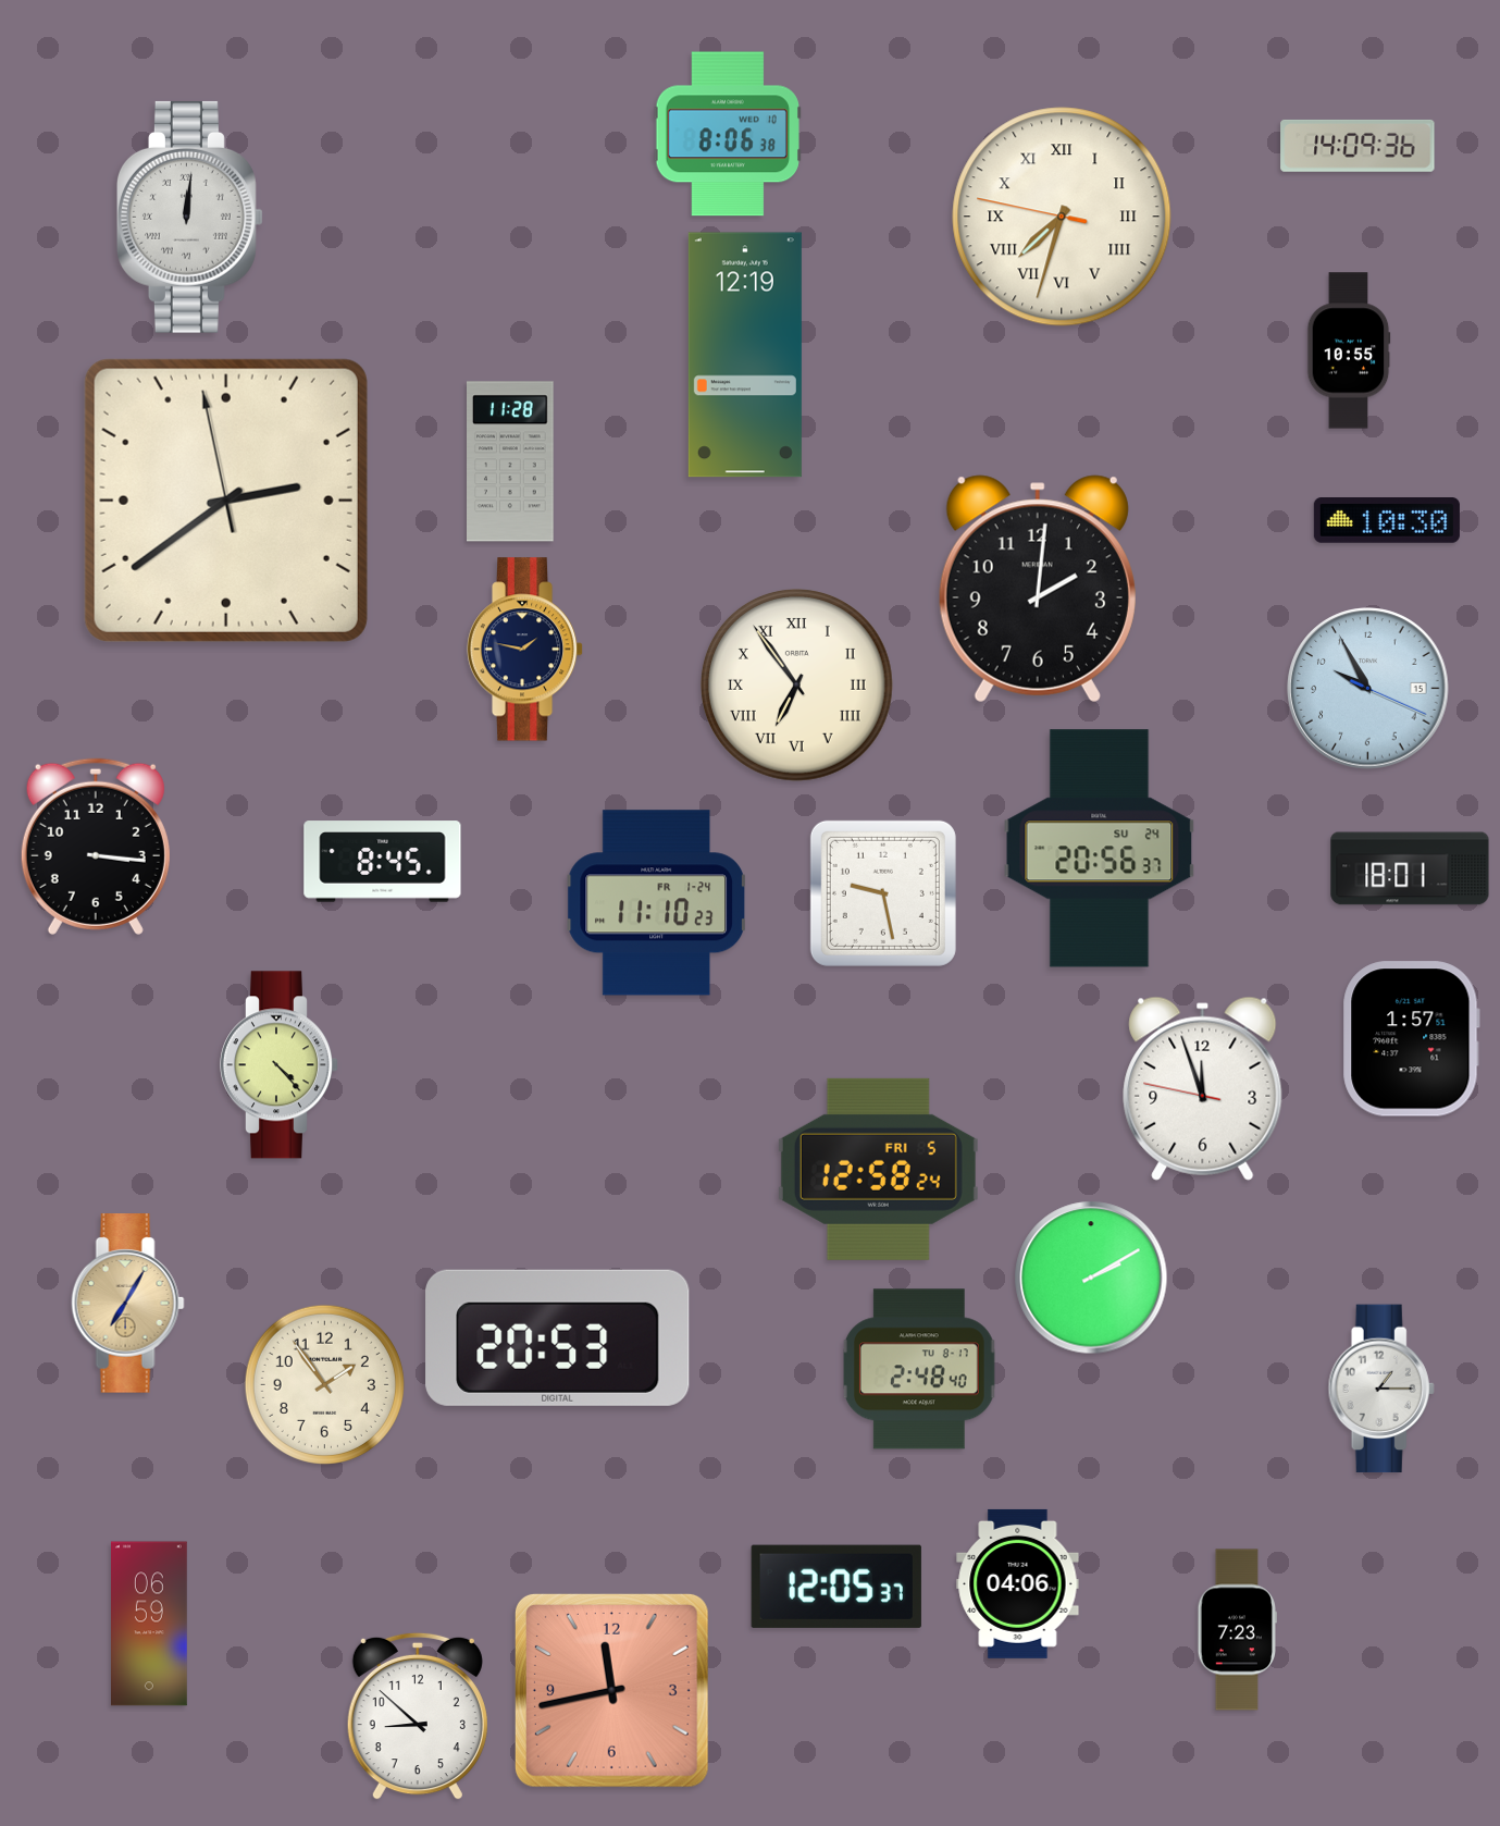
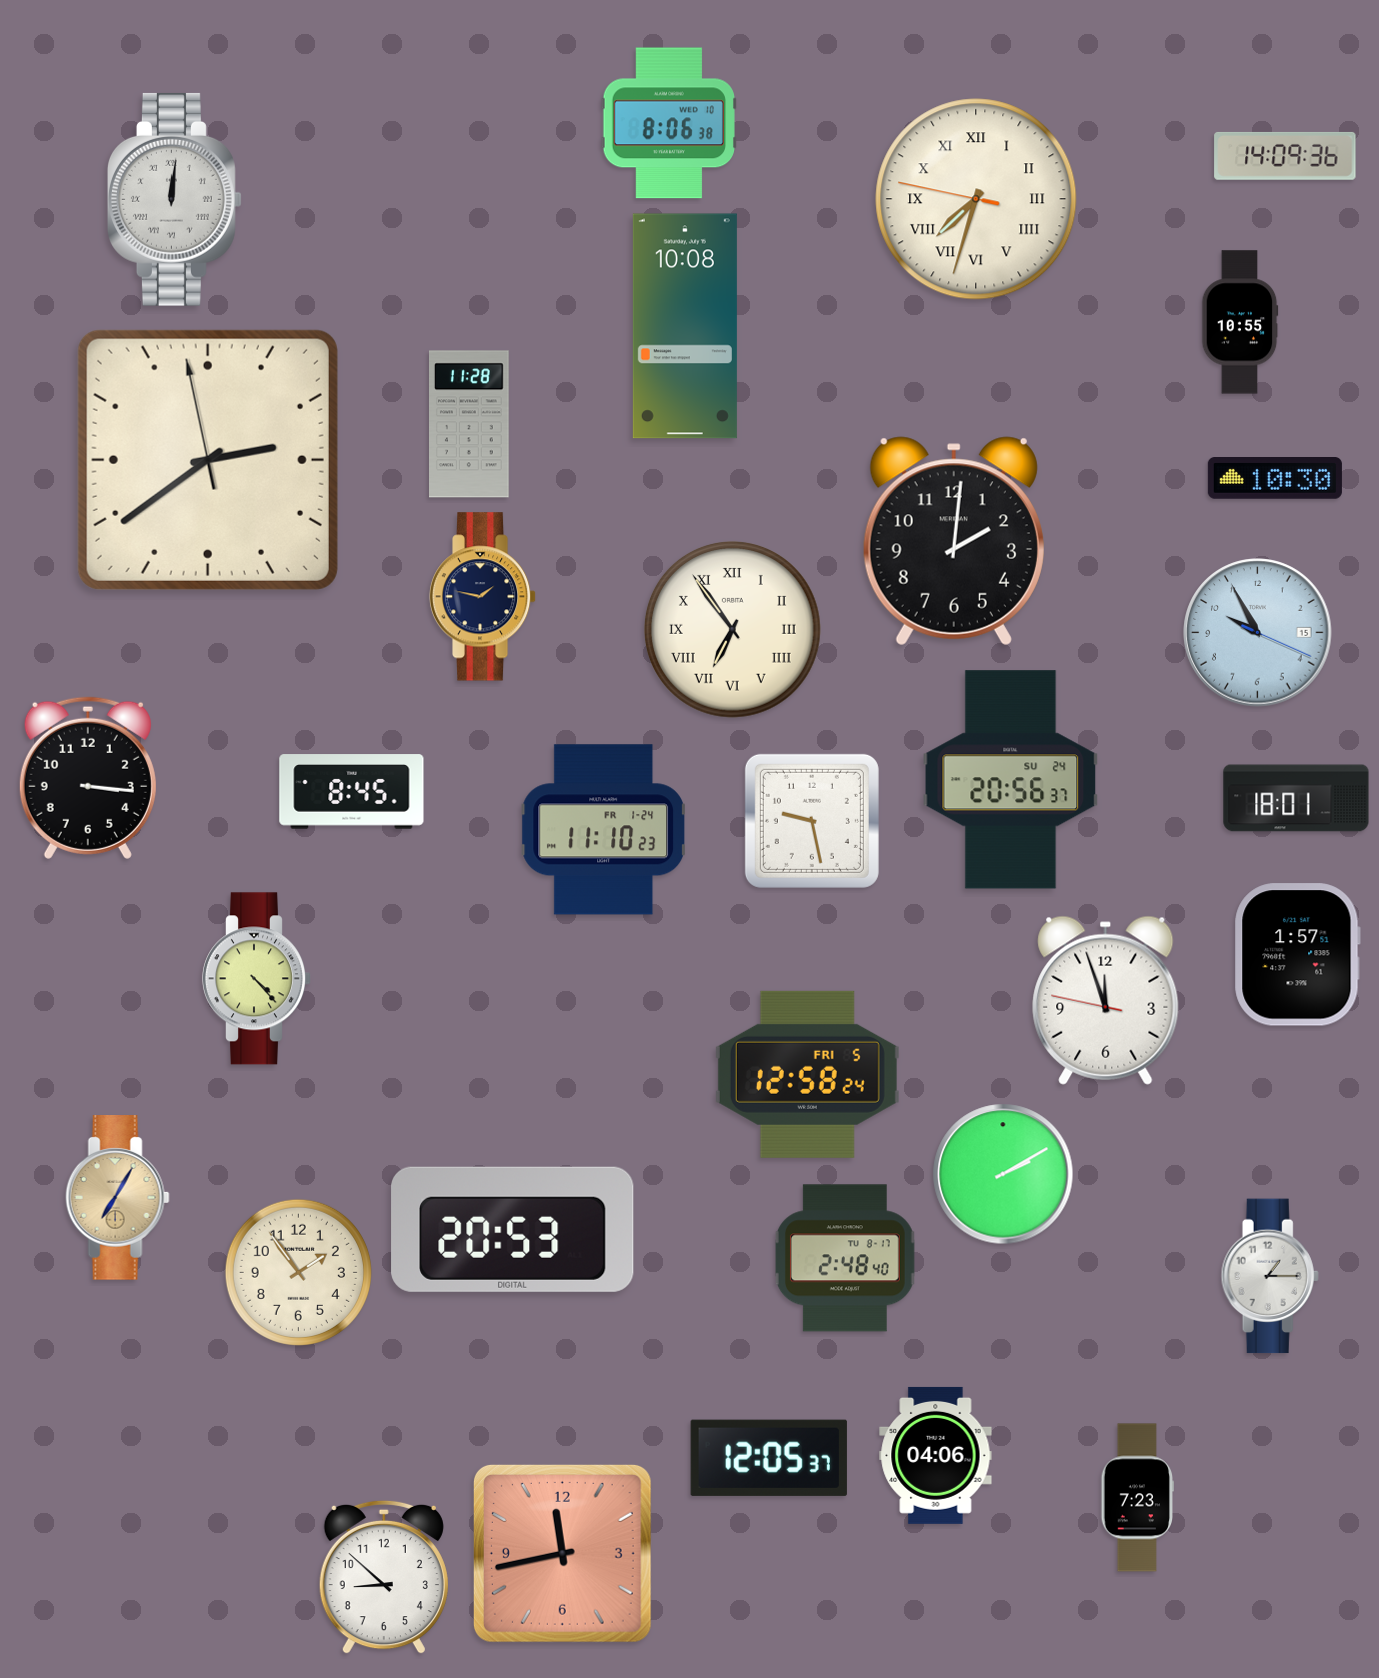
clock at (1358, 146) position: (1358, 146) -> (1285, 156)
clock at (745, 355): 12:19 -> 10:08
clock at (150, 1624): 06:59 -> none
